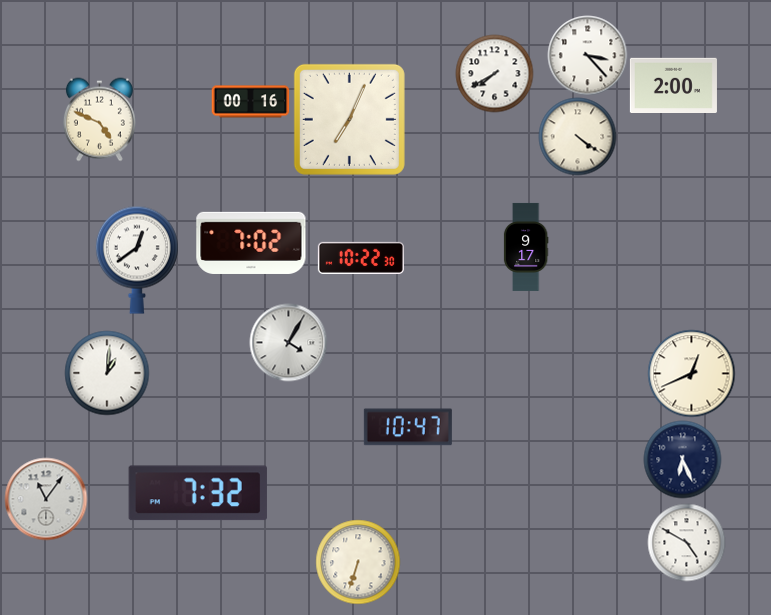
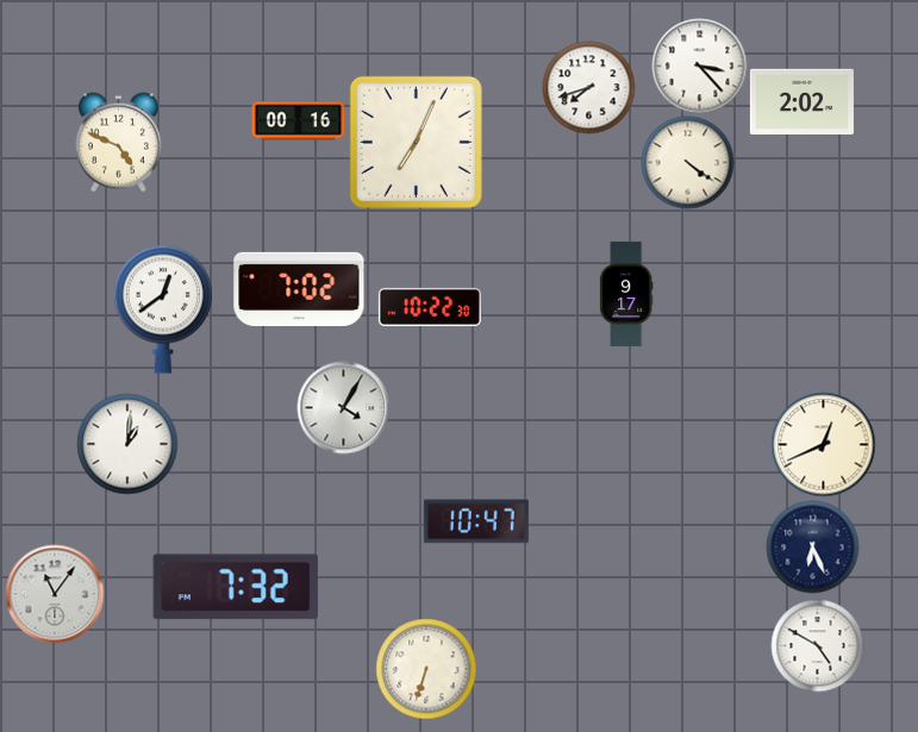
clock at (494, 73): 7:40 -> 7:42
clock at (673, 85): 2:00 -> 2:02
clock at (408, 427) position: (408, 427) -> (476, 521)
